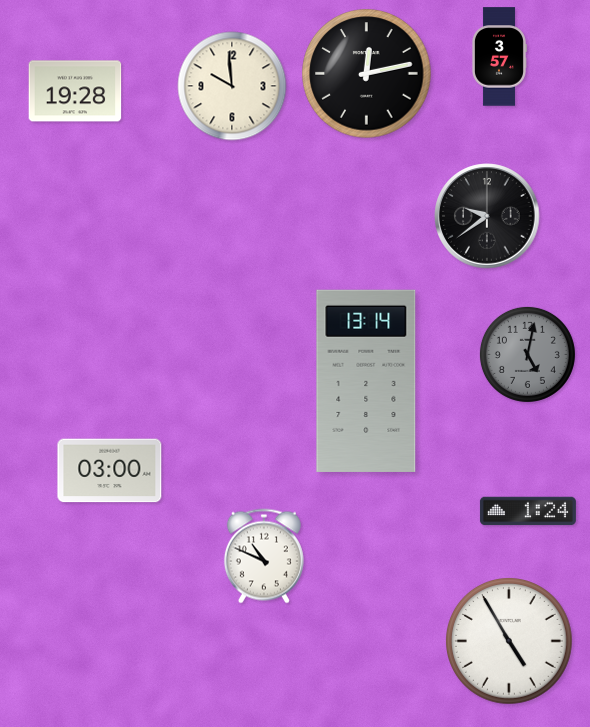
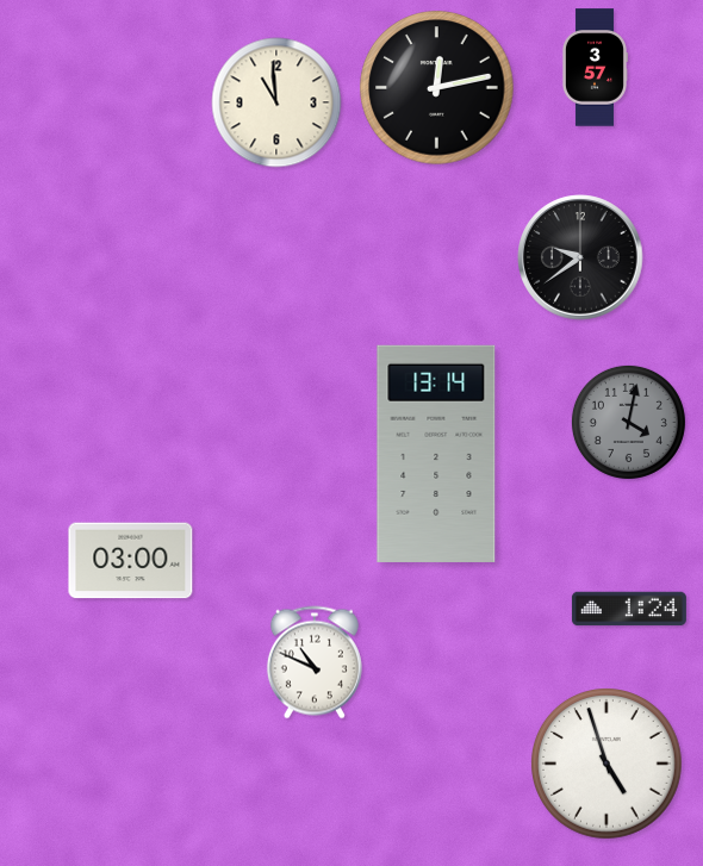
clock at (232, 86): 9:59 -> 10:59
clock at (75, 91): 19:28 -> none
clock at (527, 354): 5:02 -> 4:02
clock at (510, 642): 4:55 -> 4:57
